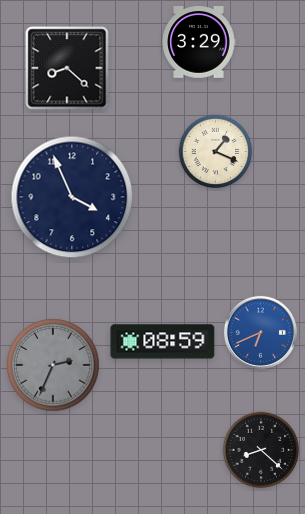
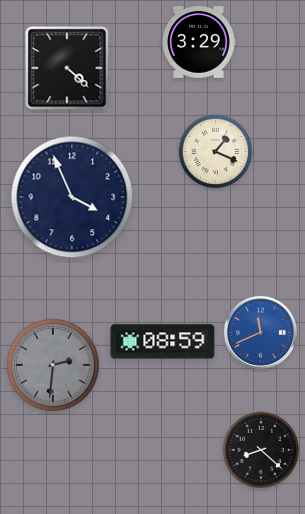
clock at (67, 68): 8:22 -> 4:22
clock at (260, 332): 6:41 -> 11:41
clock at (53, 365): 2:34 -> 2:31
